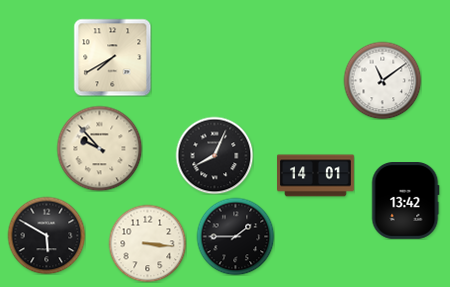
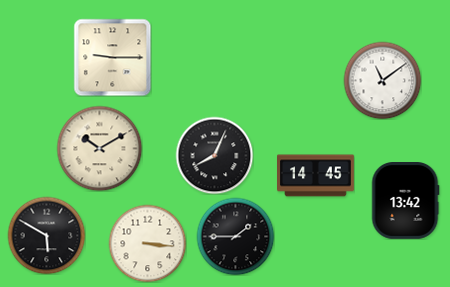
clock at (112, 57): 7:40 -> 9:15
clock at (99, 148): 9:53 -> 10:10
clock at (316, 176): 14:01 -> 14:45
